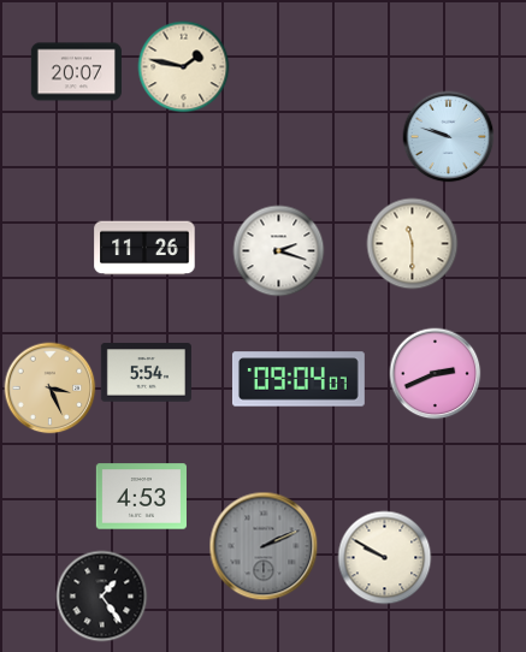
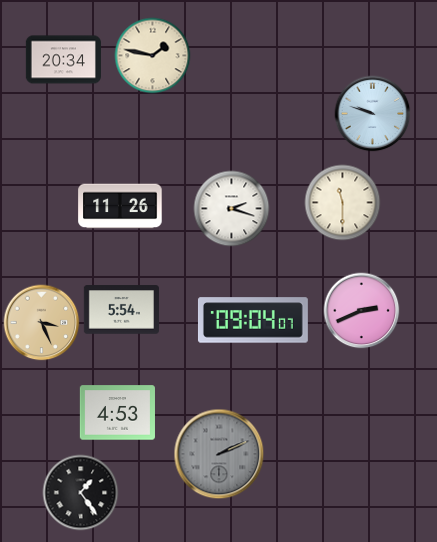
clock at (76, 72): 20:07 -> 20:34
clock at (299, 379) position: (299, 379) -> (253, 320)
clock at (385, 558): 9:50 -> none
clock at (102, 597) position: (102, 597) -> (81, 493)
